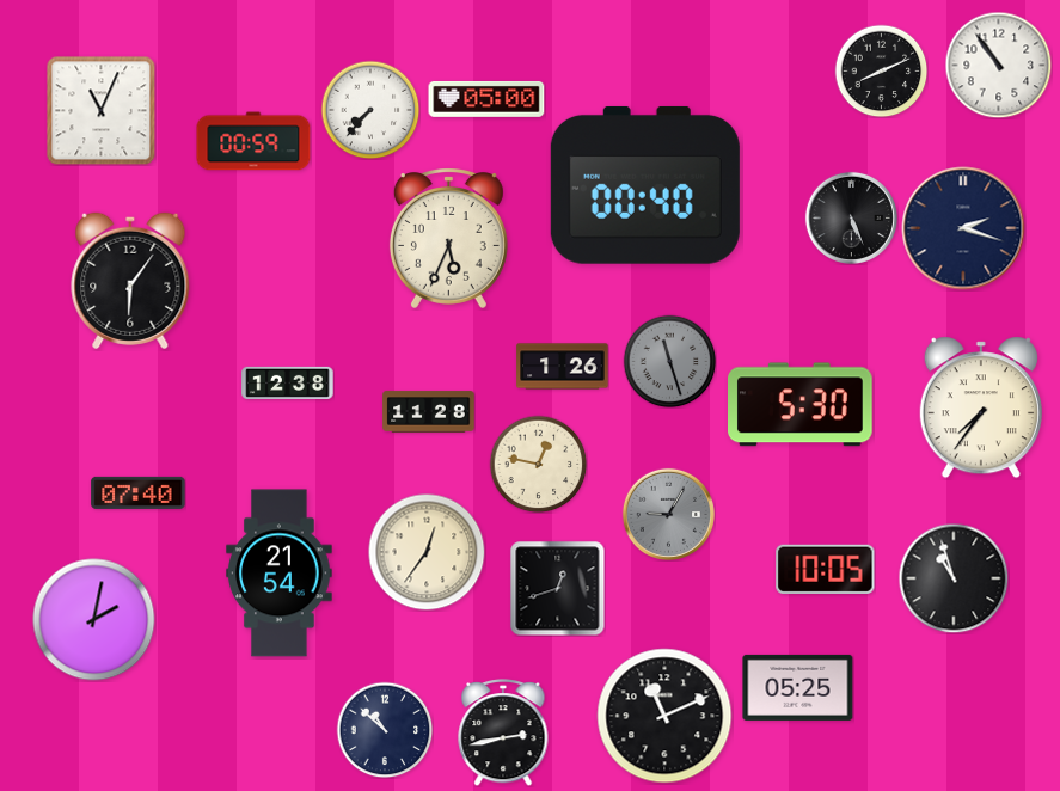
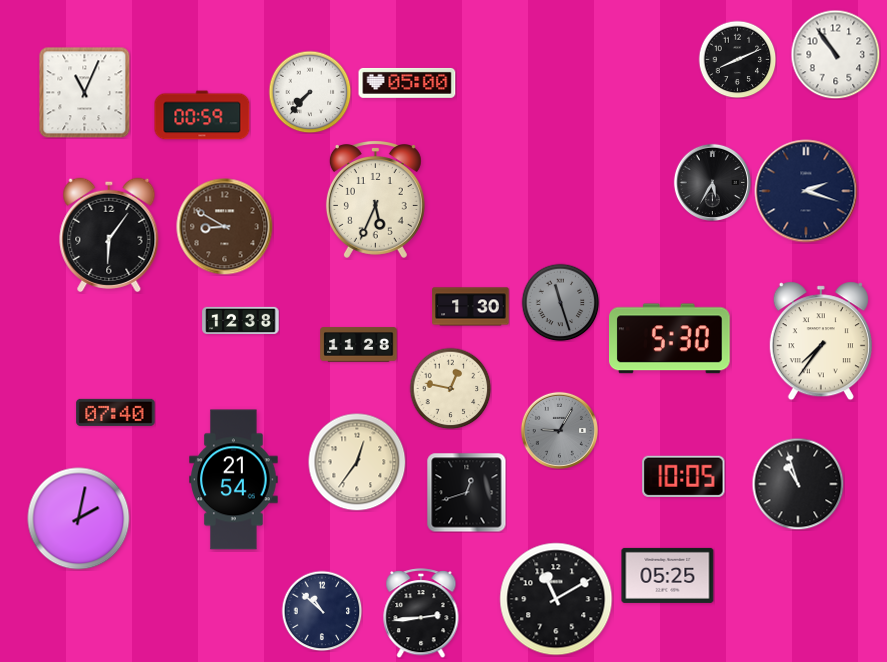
clock at (253, 141) position: (253, 141) -> (202, 115)
clock at (645, 185): 00:40 -> none
clock at (851, 217): 5:26 -> 5:35
clock at (225, 227): none -> 8:50
clock at (563, 367): 1:26 -> 1:30
clock at (826, 569) position: (826, 569) -> (684, 476)
clock at (664, 716): 11:11 -> 11:10
clock at (503, 734): 2:43 -> 2:44
